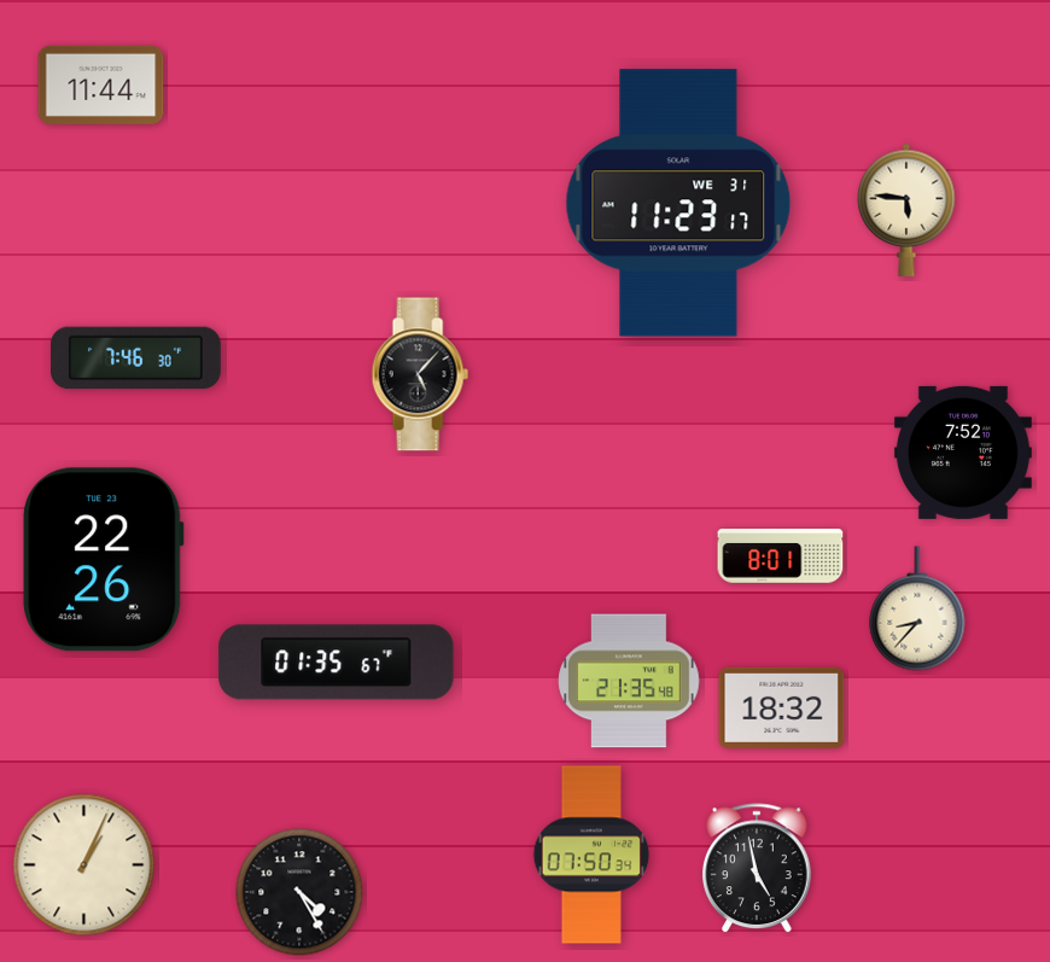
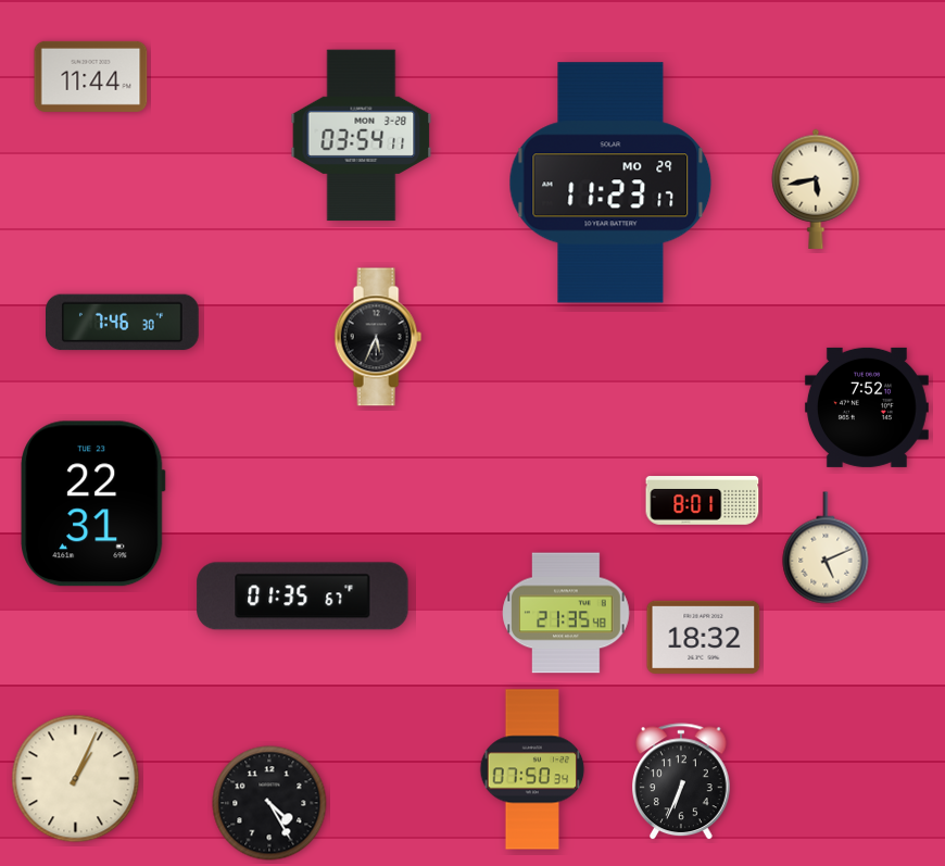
clock at (362, 136): none -> 03:54
clock at (678, 203) date: WE 31 -> MO 29
clock at (906, 210): 5:46 -> 5:43
clock at (420, 374): 5:07 -> 5:34
clock at (104, 560): 22:26 -> 22:31
clock at (917, 608): 8:37 -> 5:11
clock at (758, 869): 4:58 -> 6:34
